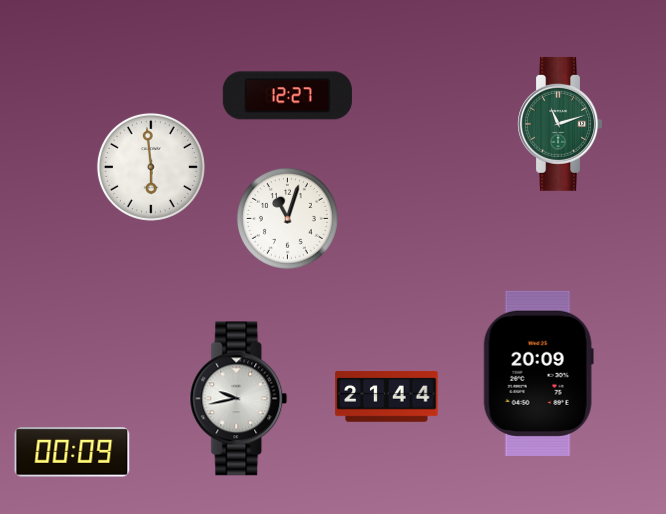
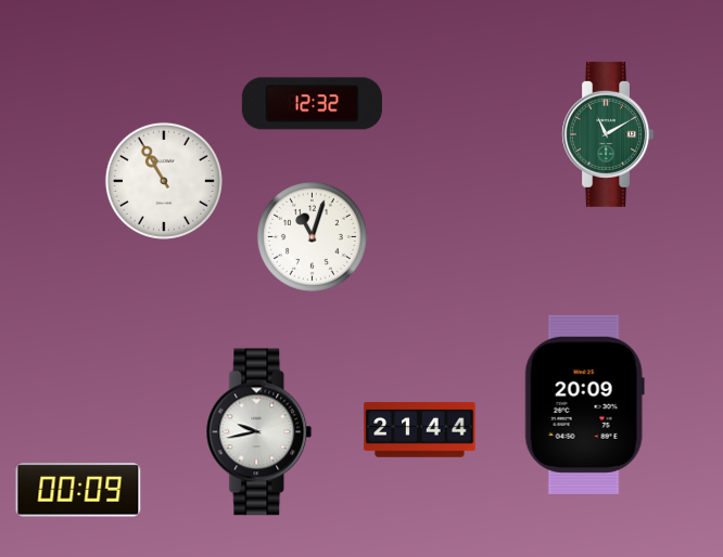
clock at (287, 96): 12:27 -> 12:32
clock at (559, 124): 11:12 -> 11:10
clock at (151, 167): 5:59 -> 10:55
